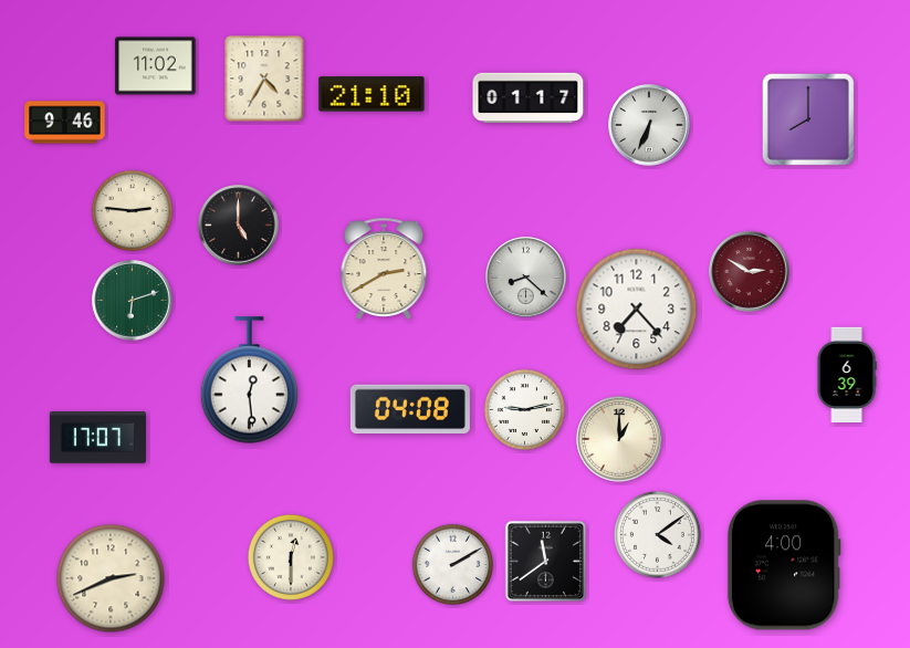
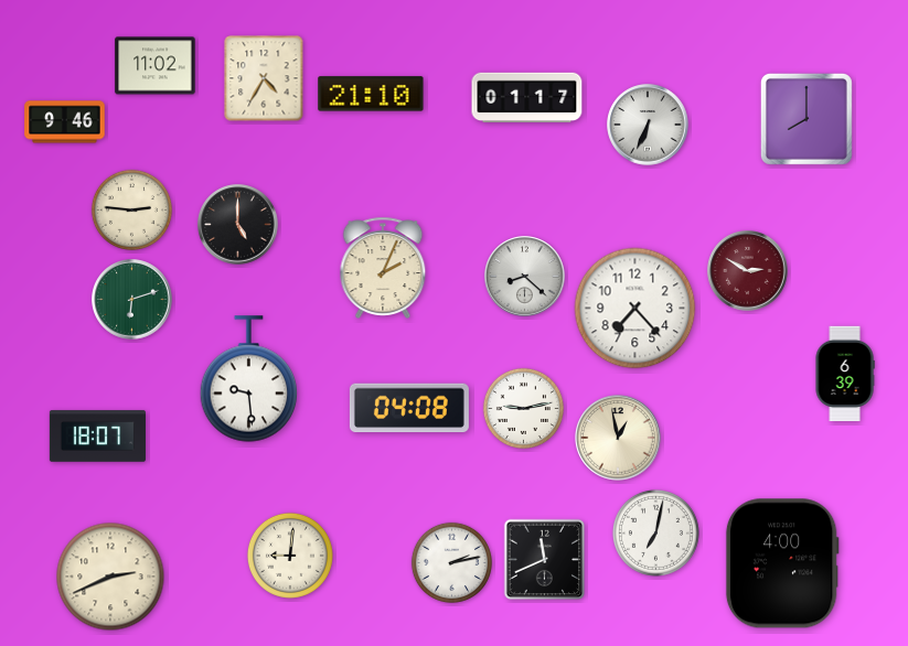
clock at (384, 268): 2:40 -> 2:04
clock at (250, 380): 12:29 -> 9:29
clock at (97, 438): 17:07 -> 18:07
clock at (619, 439): 1:00 -> 12:58
clock at (657, 534): 4:09 -> 7:02
clock at (291, 557): 12:30 -> 9:01
clock at (546, 562): 11:39 -> 11:41
clock at (452, 564): 2:10 -> 2:13
